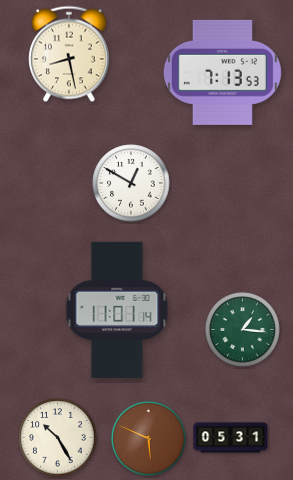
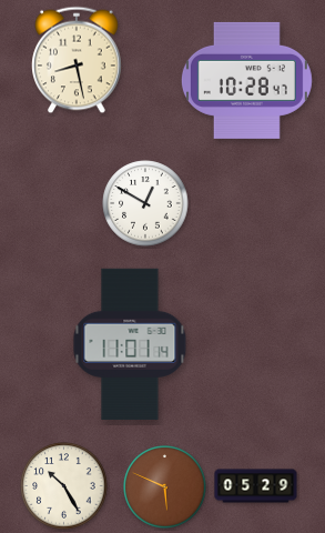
clock at (222, 72): 7:13 -> 10:28
clock at (243, 330): 1:16 -> none
clock at (231, 438): 05:31 -> 05:29
